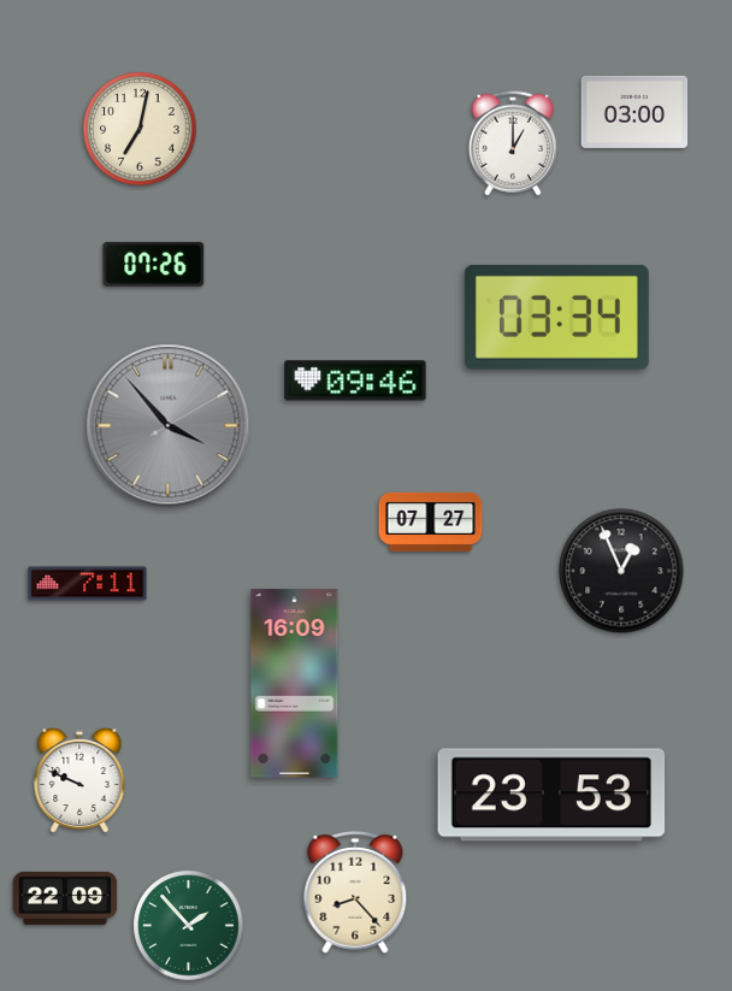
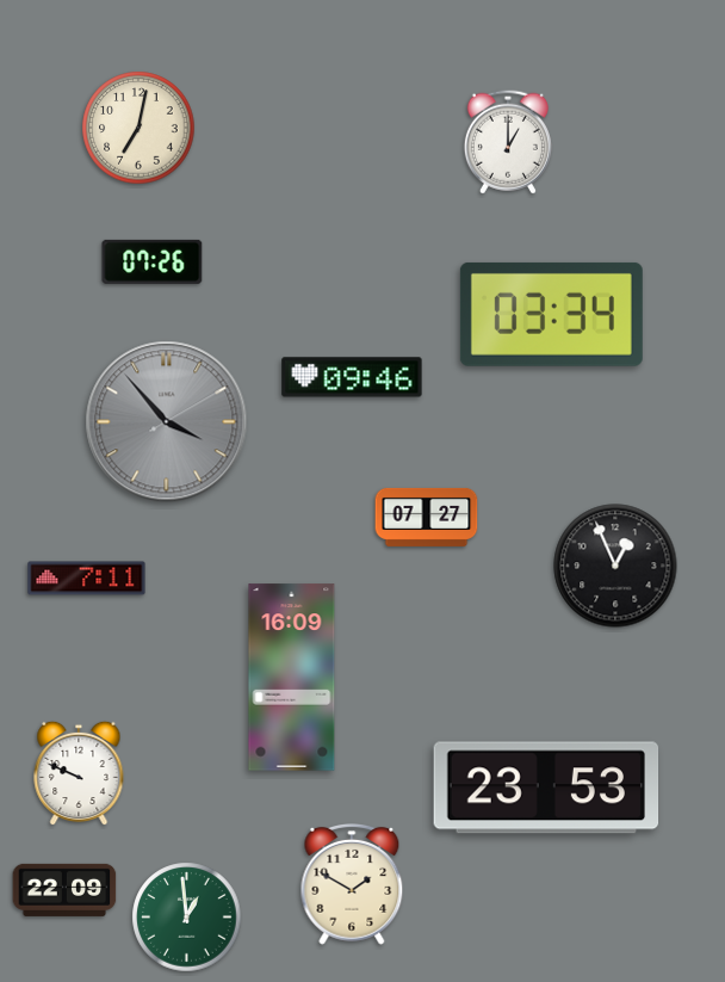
clock at (634, 112): 03:00 -> none
clock at (355, 893): 8:23 -> 1:50
clock at (189, 926): 1:53 -> 12:59
